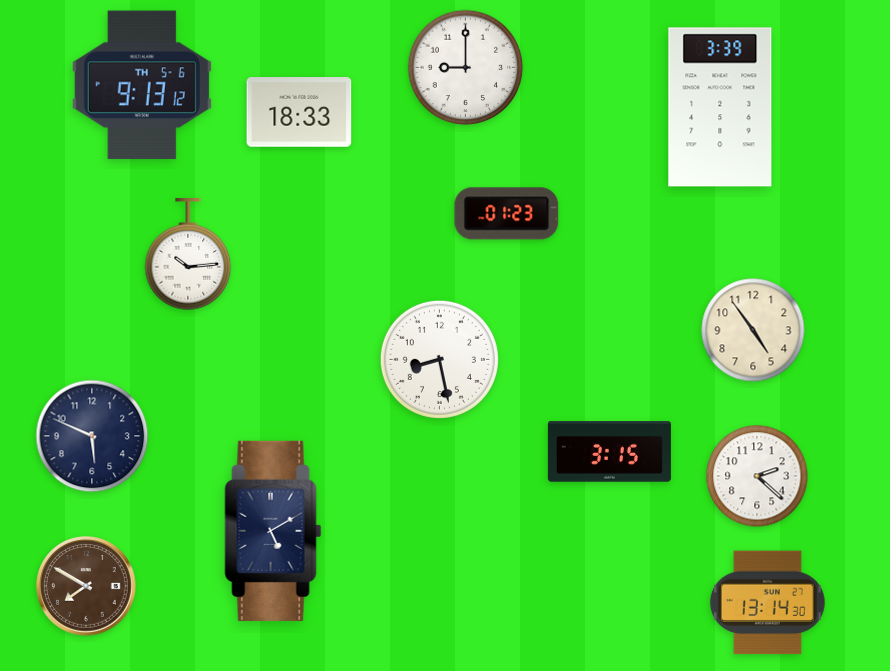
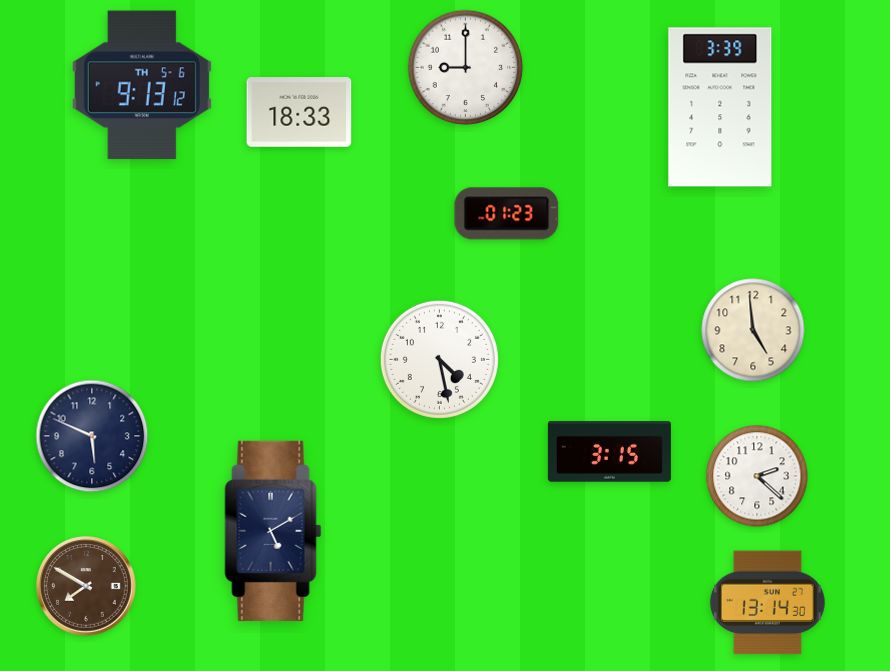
clock at (188, 255): 10:14 -> none
clock at (753, 330): 4:54 -> 4:59
clock at (439, 359): 8:28 -> 4:28
